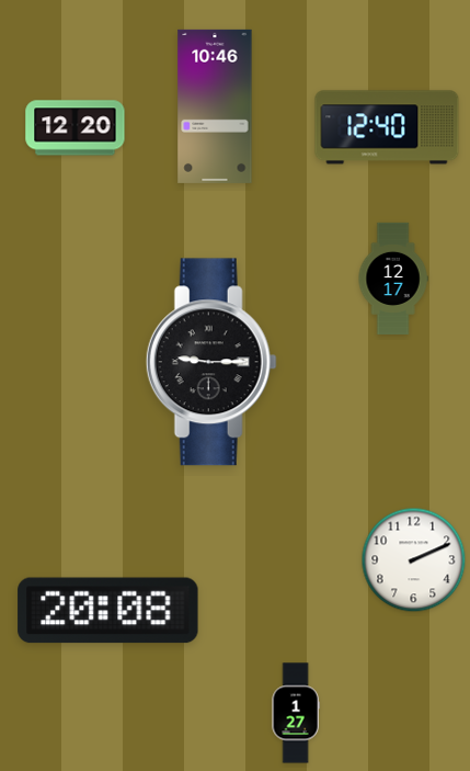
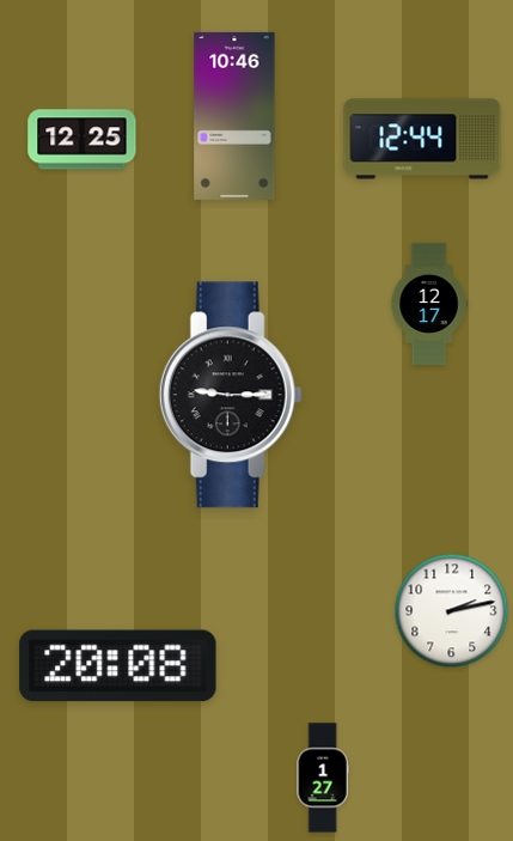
clock at (387, 127): 12:40 -> 12:44
clock at (76, 128): 12:20 -> 12:25
clock at (414, 560): 2:11 -> 2:13
